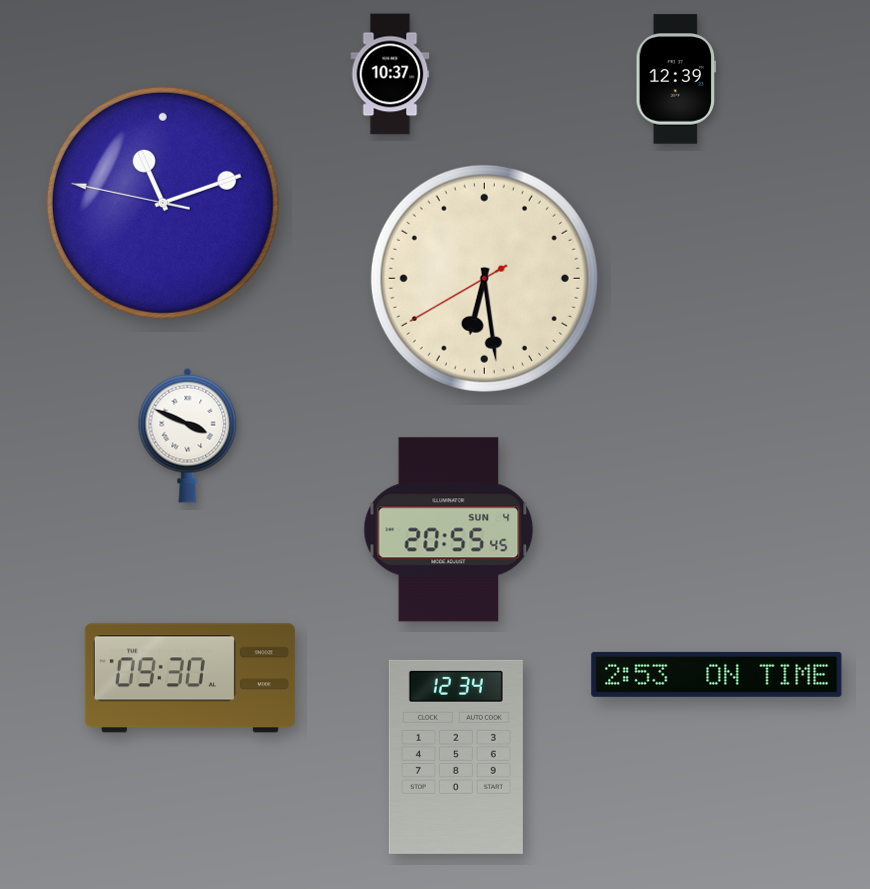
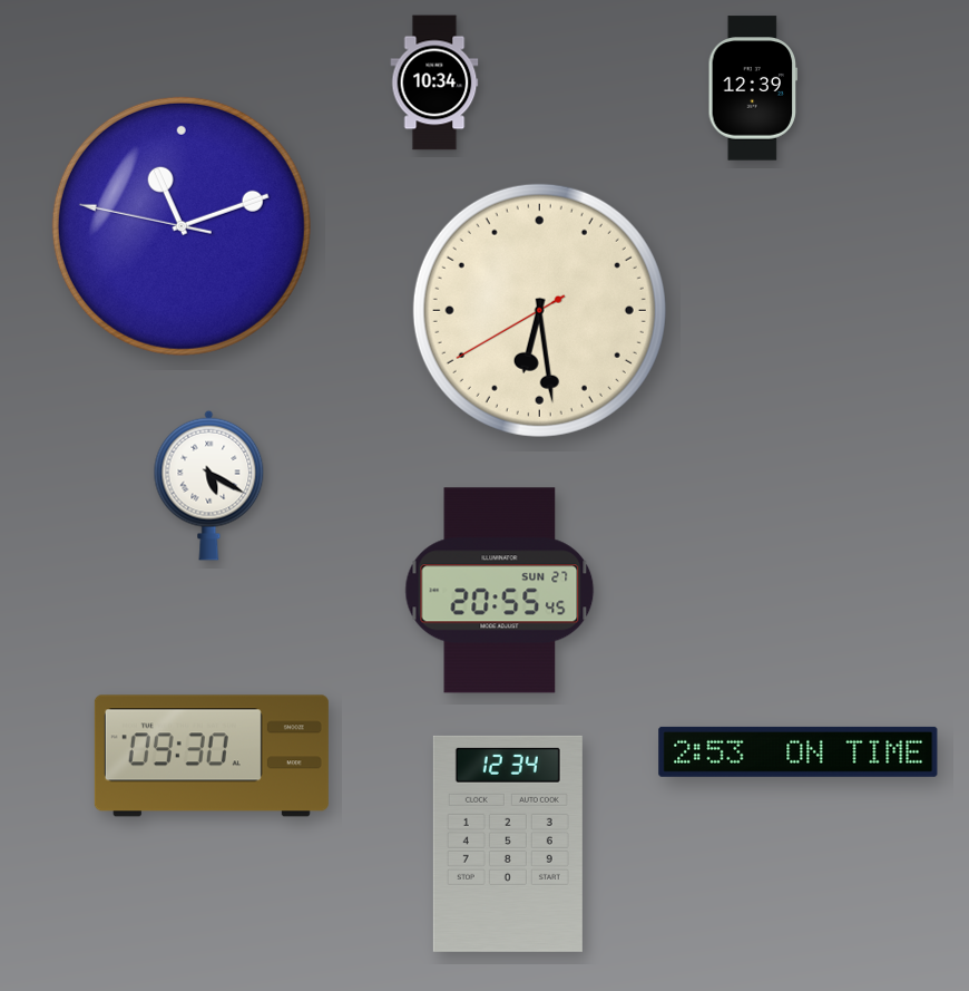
clock at (390, 74): 10:37 -> 10:34
clock at (188, 435): 3:49 -> 5:20
clock at (449, 530) date: SUN 4 -> SUN 27
